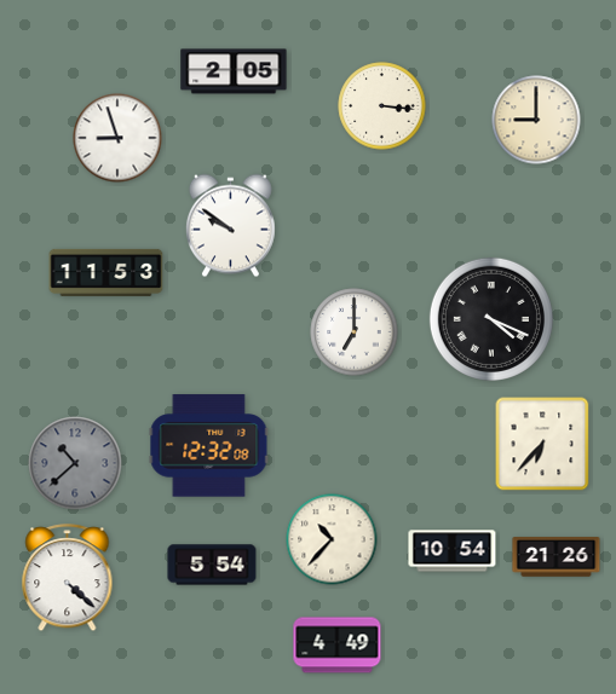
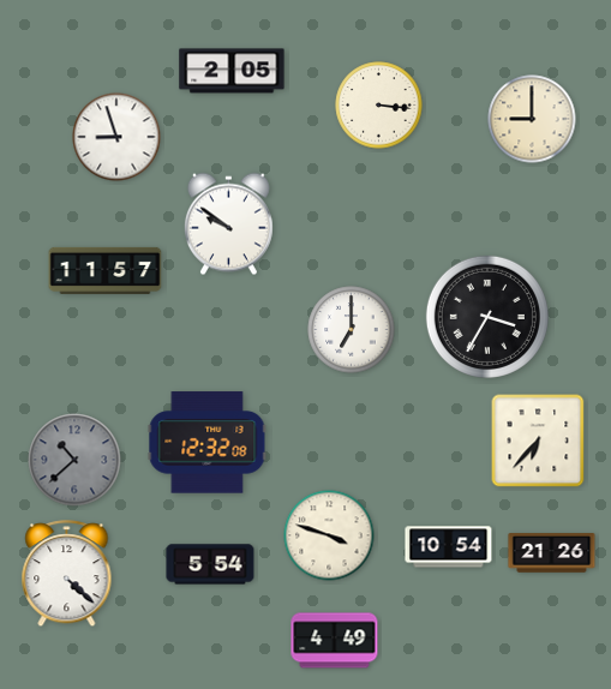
clock at (106, 272): 11:53 -> 11:57
clock at (491, 319): 4:19 -> 3:35
clock at (332, 539): 10:37 -> 3:48
clock at (212, 565) position: (212, 565) -> (210, 564)
